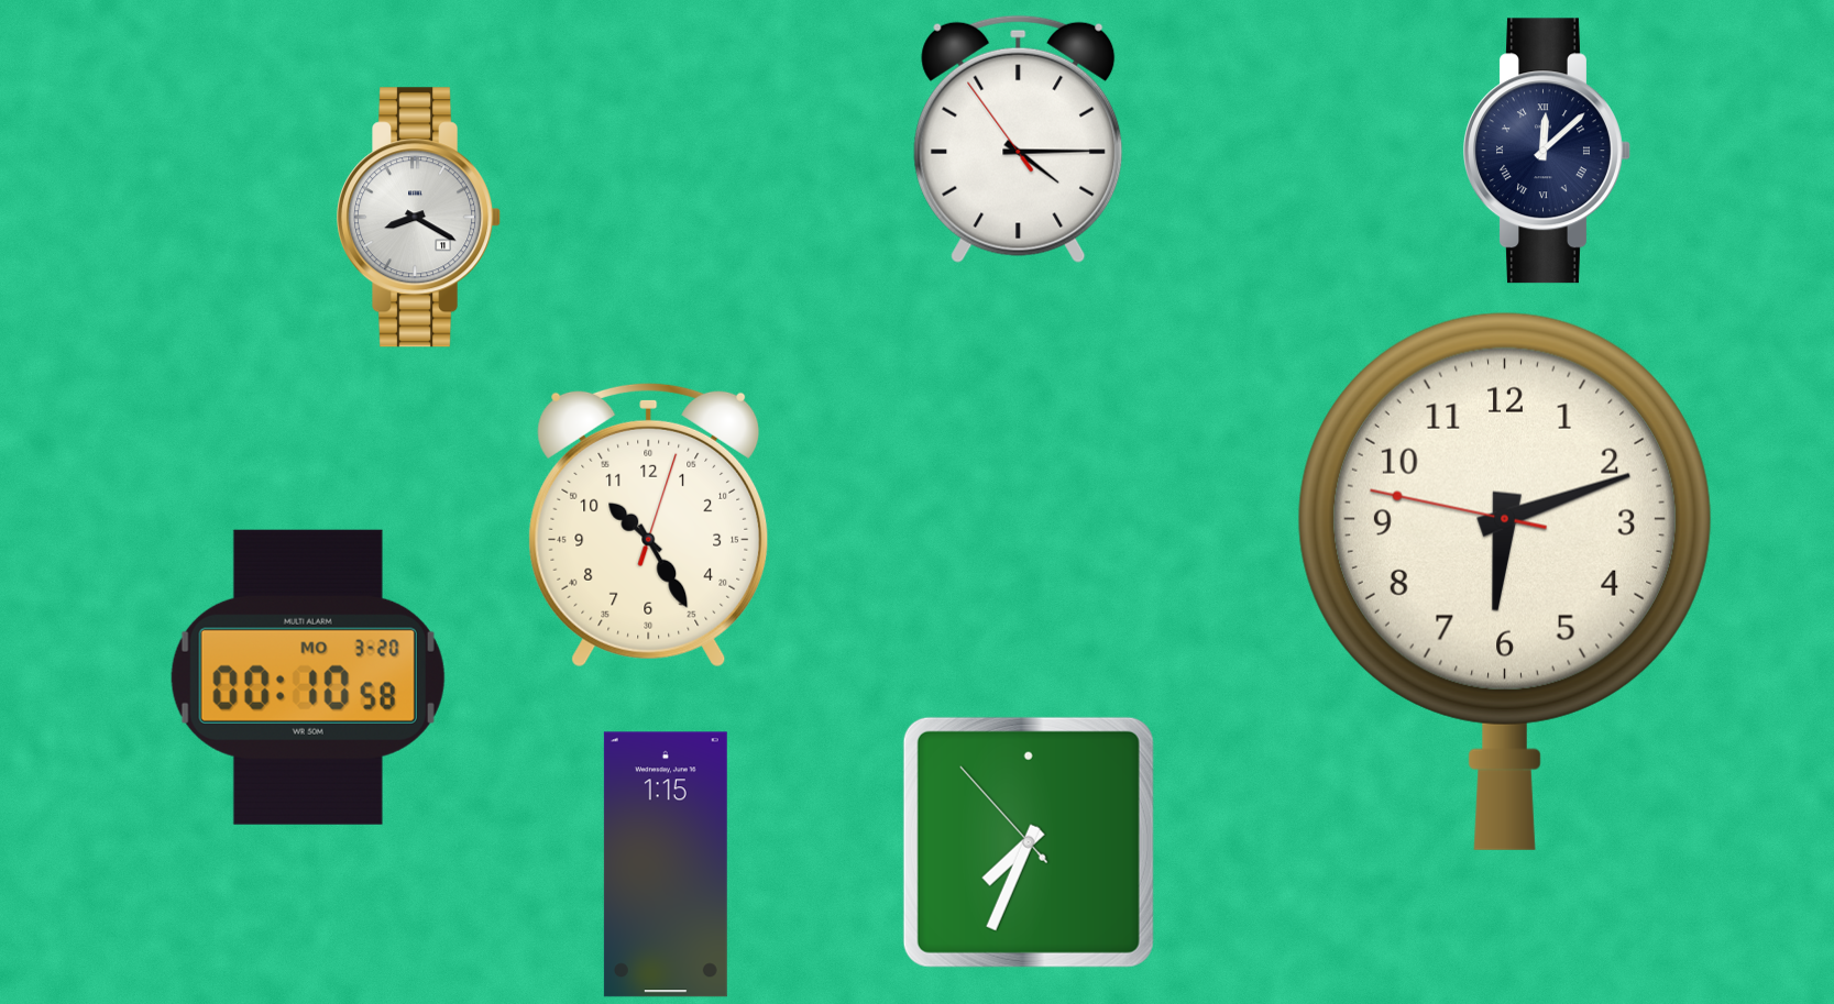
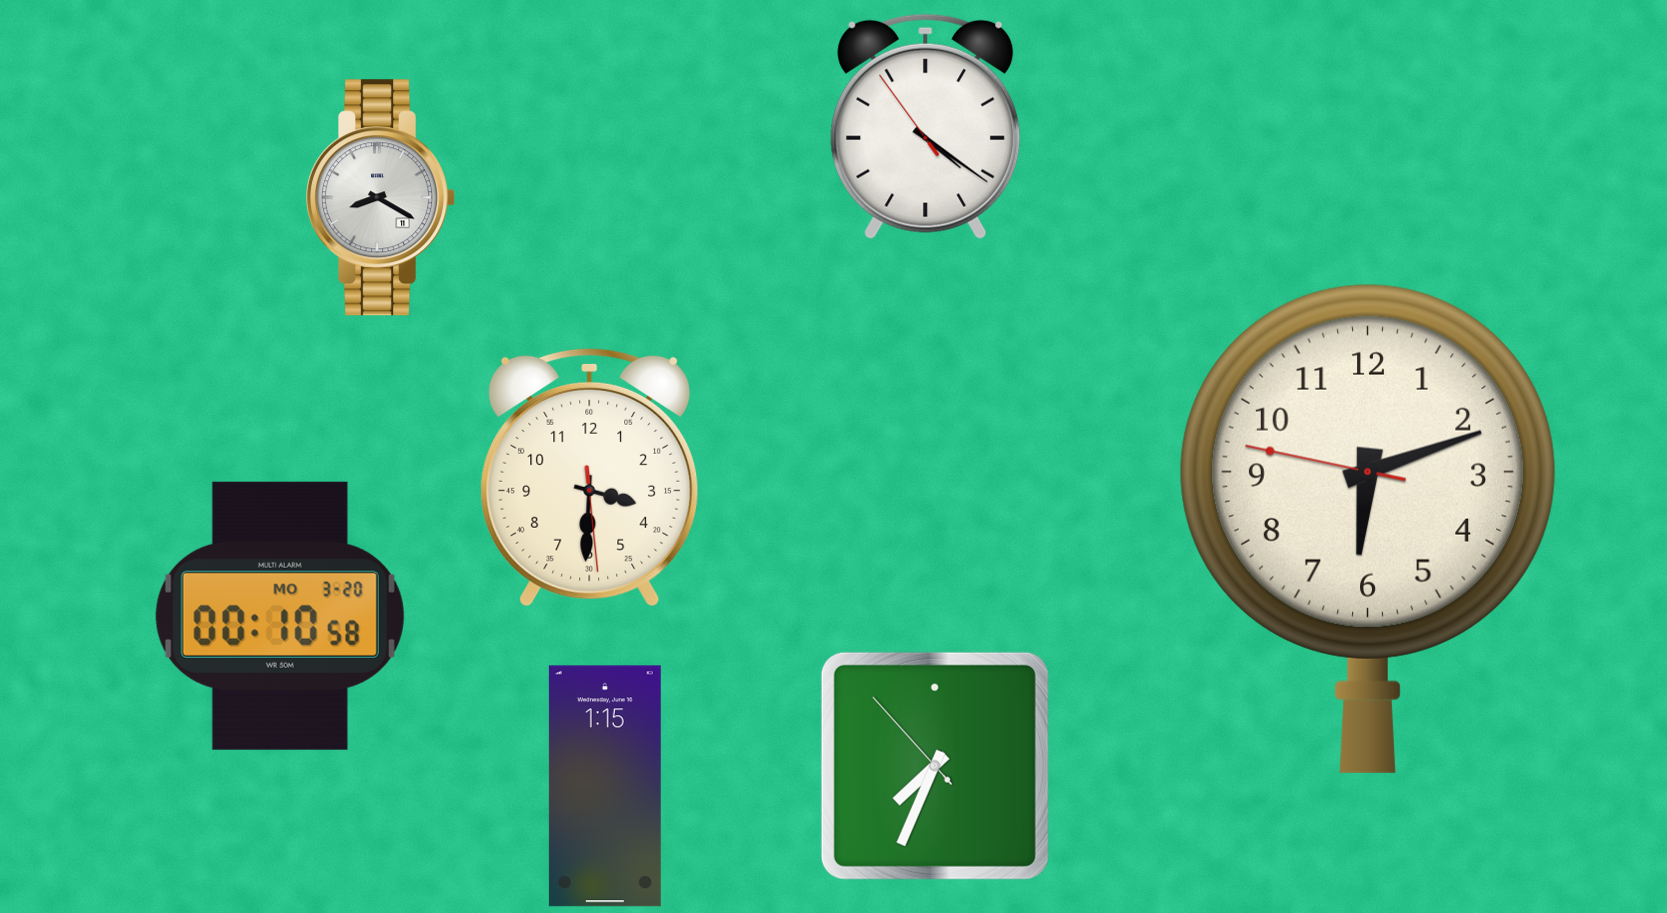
clock at (1019, 139): 4:14 -> 4:20
clock at (1548, 151): 12:08 -> none
clock at (649, 525): 10:25 -> 3:30
